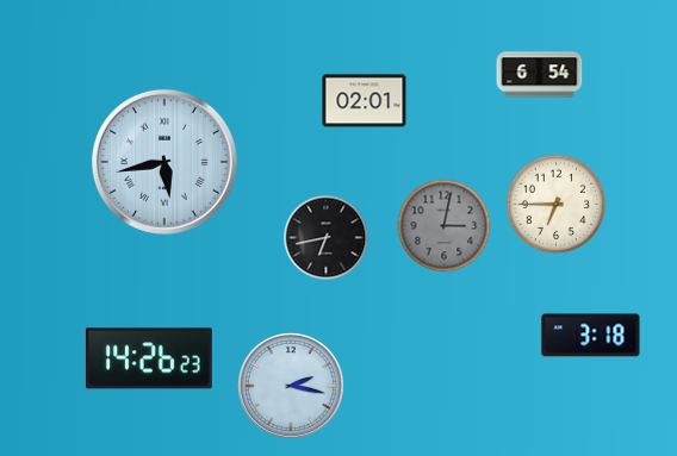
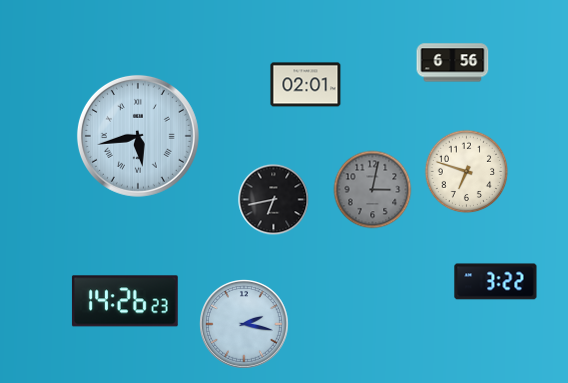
clock at (540, 75): 6:54 -> 6:56
clock at (557, 205): 6:45 -> 6:48
clock at (591, 336): 3:18 -> 3:22
